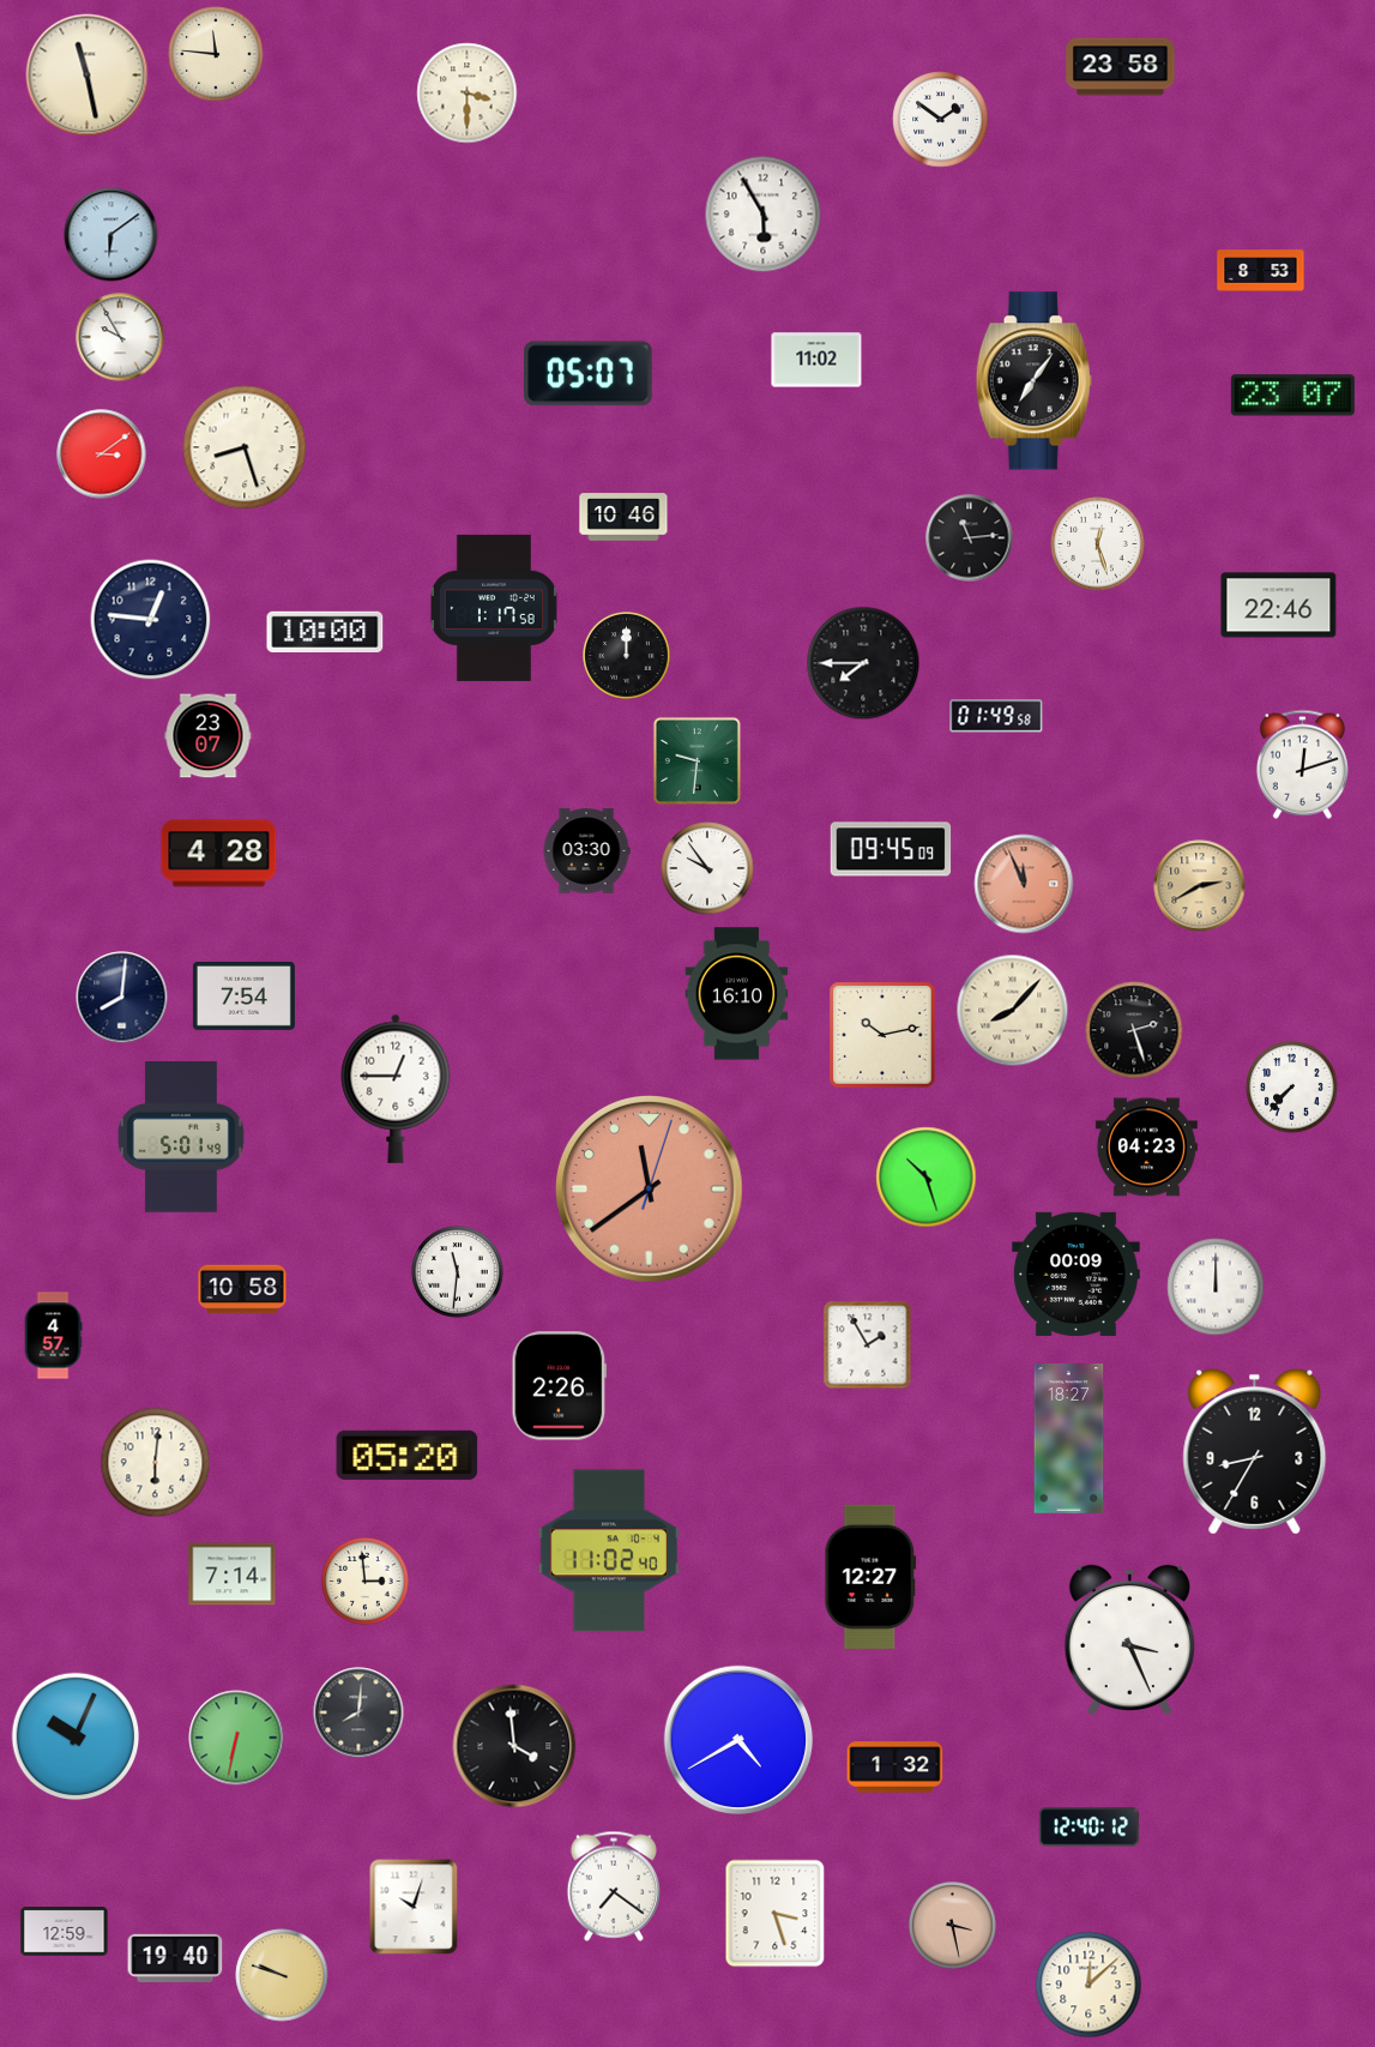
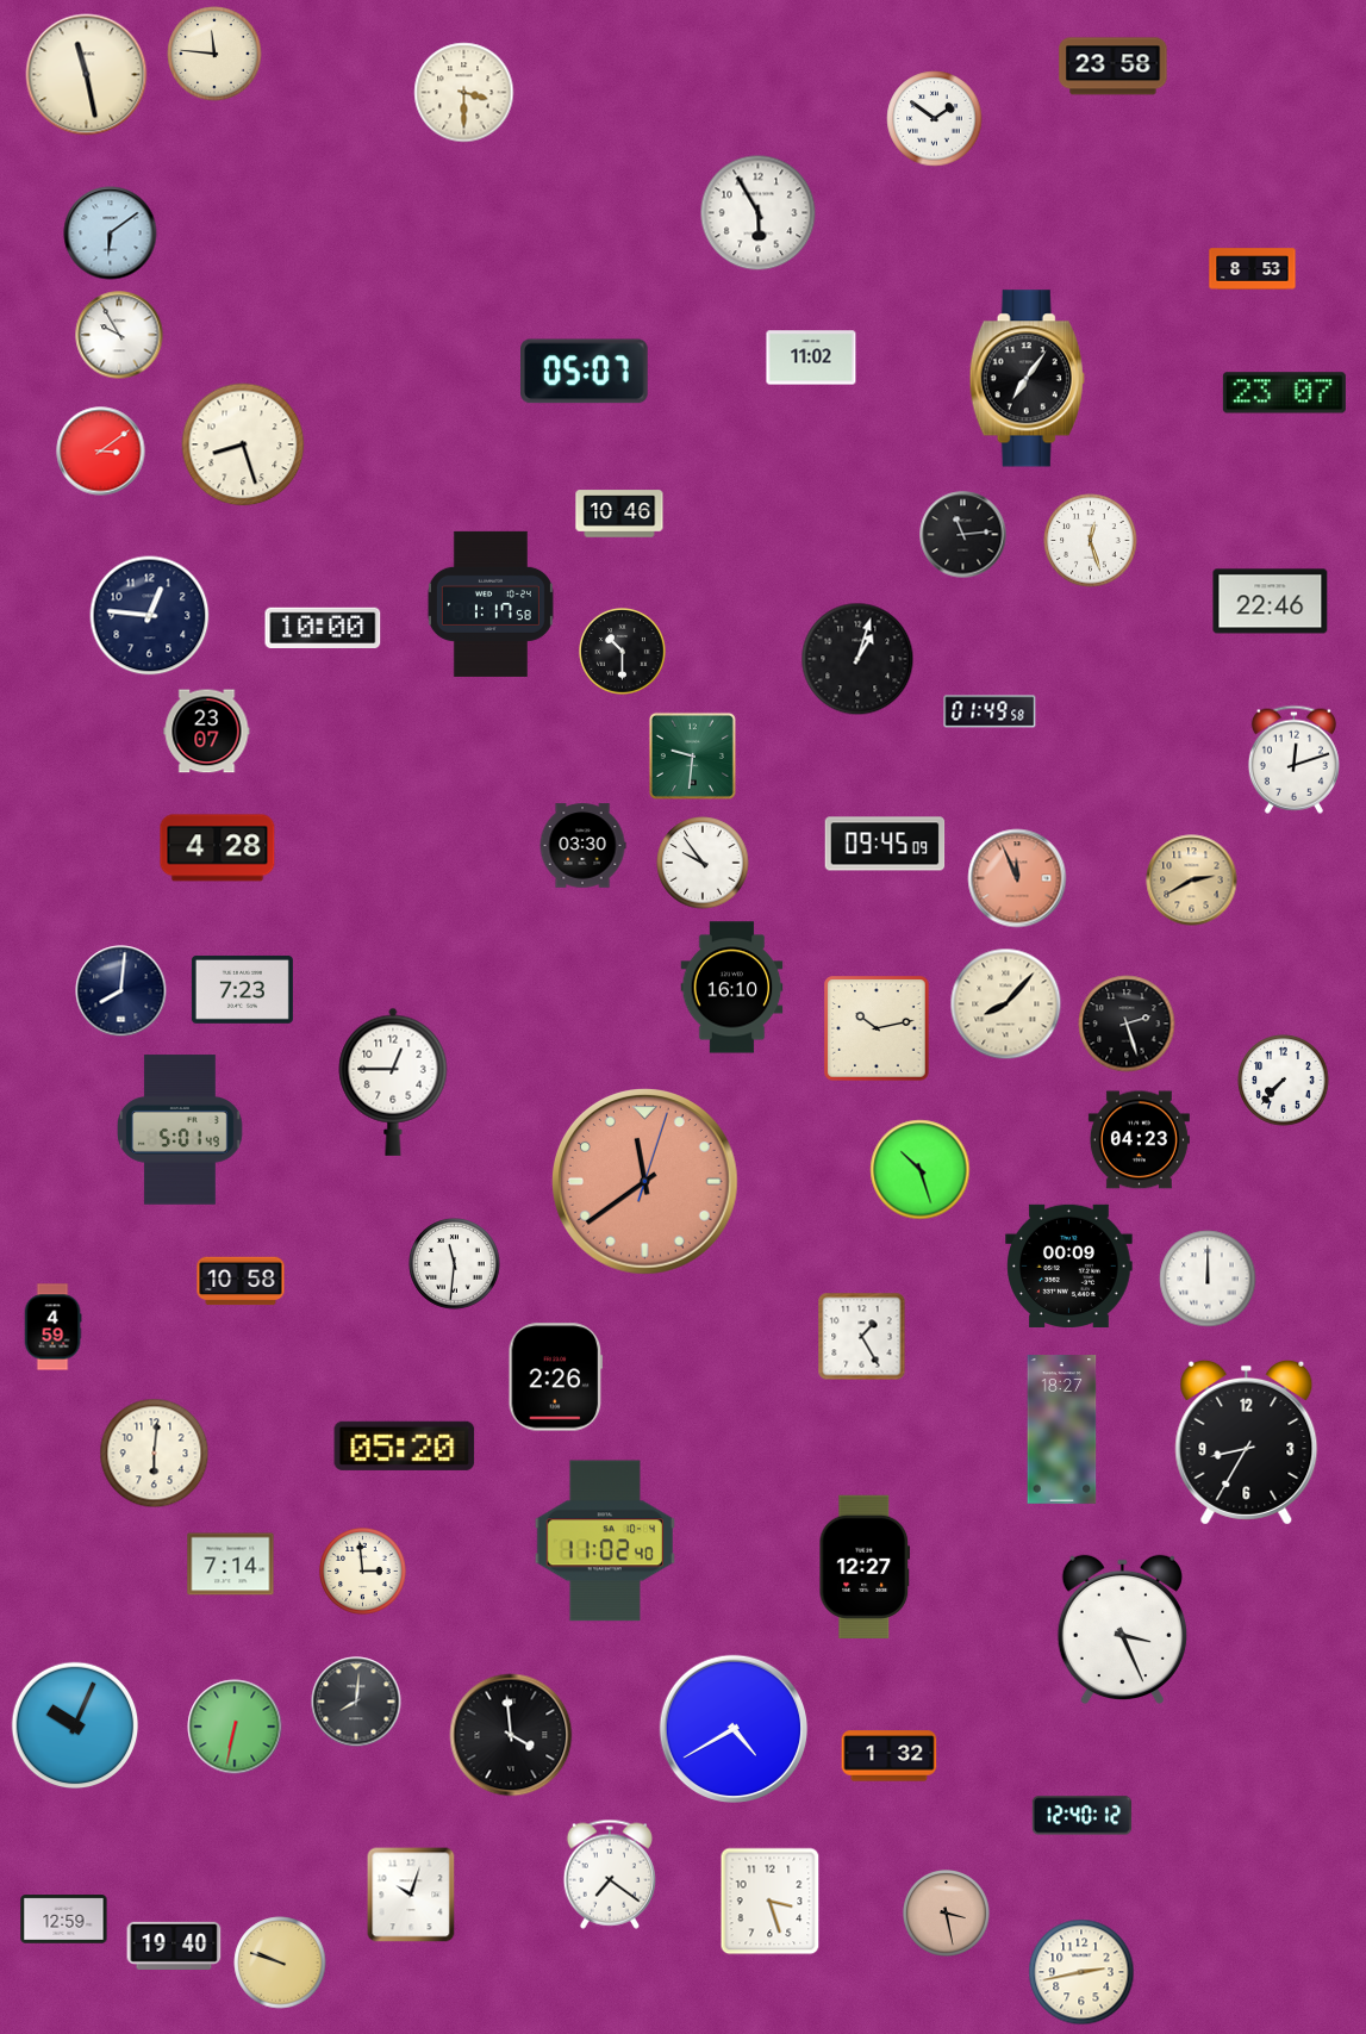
clock at (627, 656): 12:00 -> 10:30
clock at (863, 663): 7:45 -> 1:03
clock at (243, 995): 7:54 -> 7:23
clock at (53, 1336): 4:57 -> 4:59
clock at (868, 1345): 1:55 -> 1:25
clock at (1088, 1985): 12:08 -> 2:43
